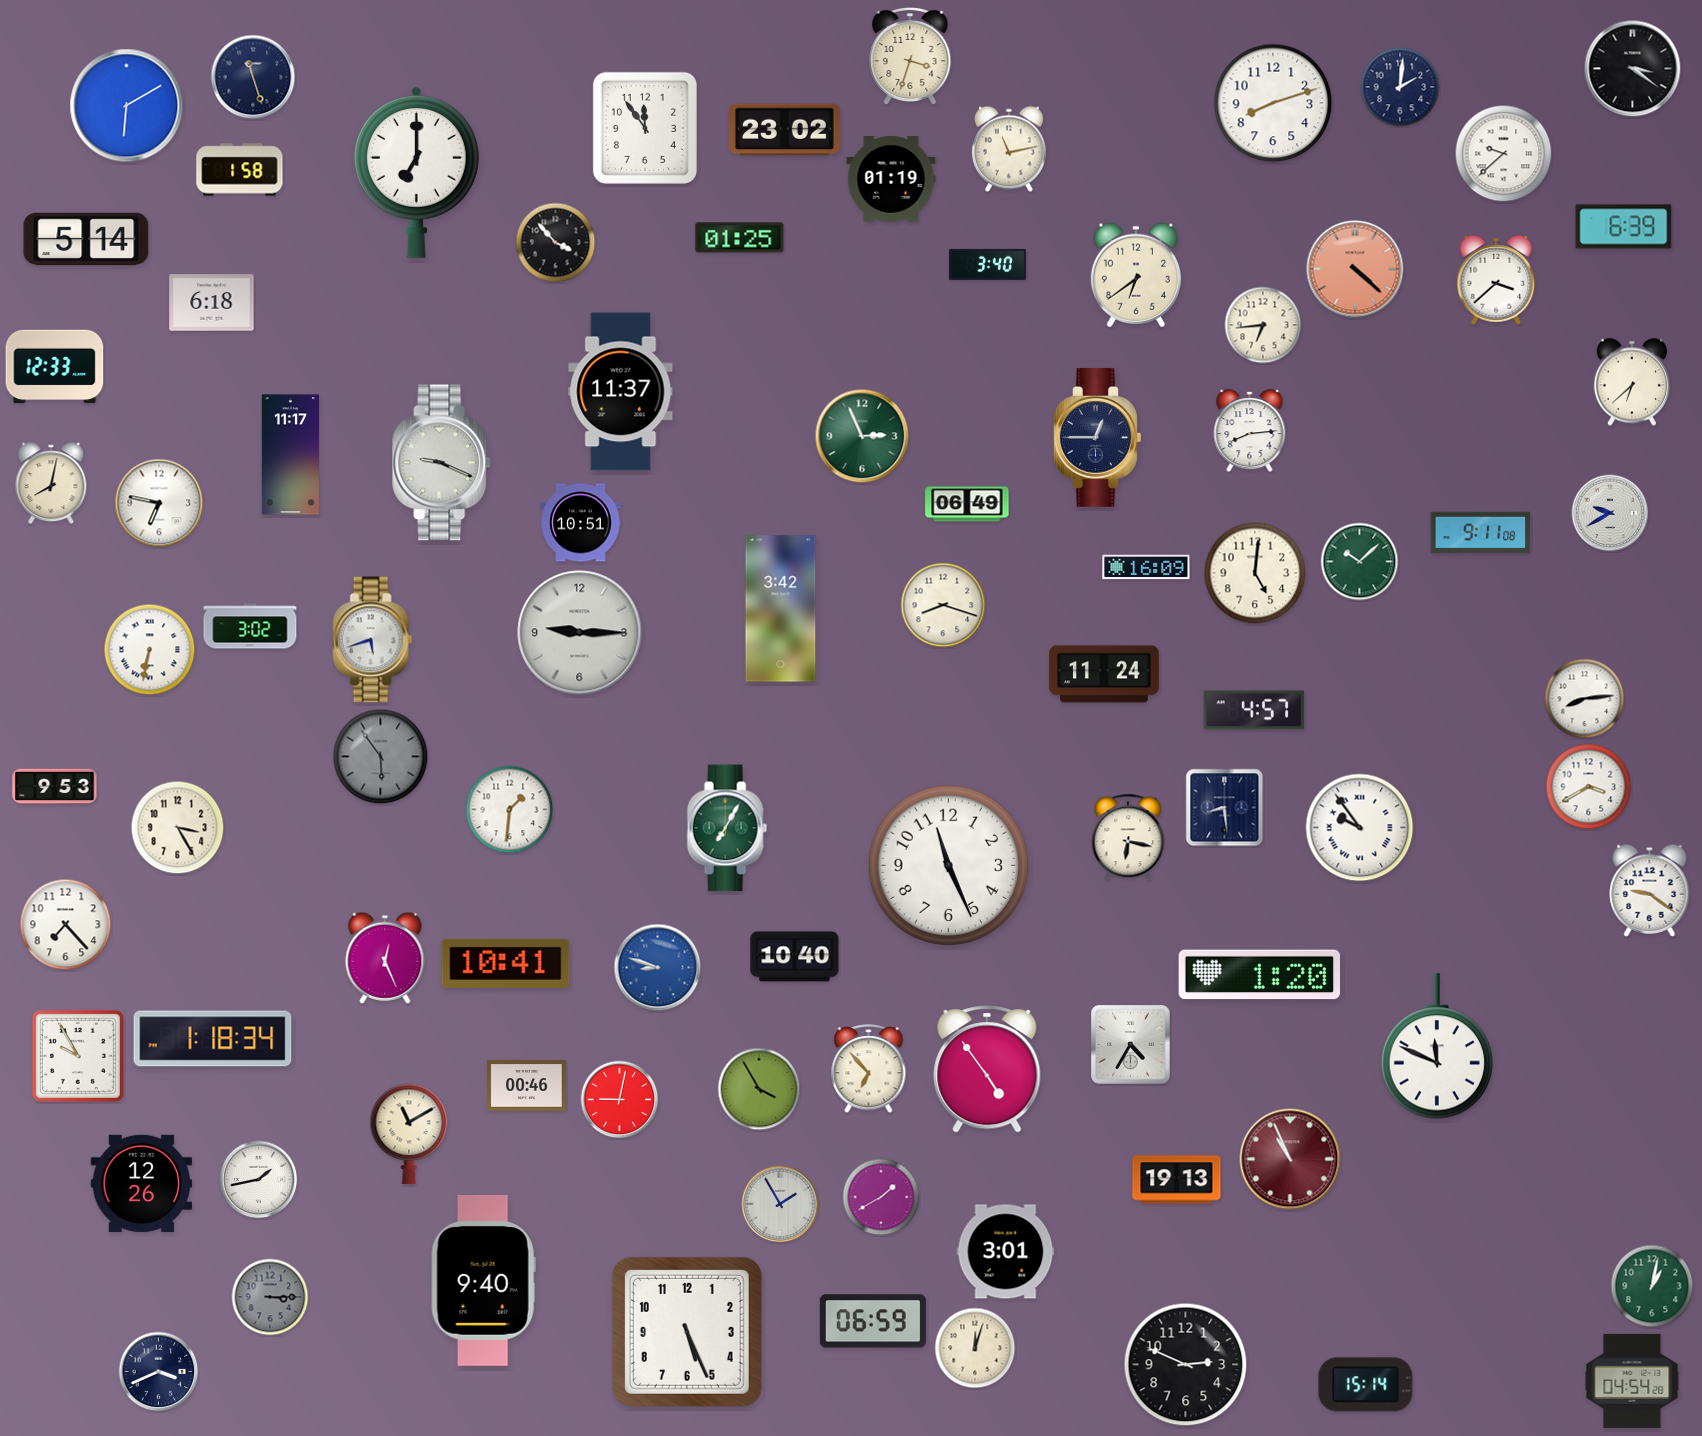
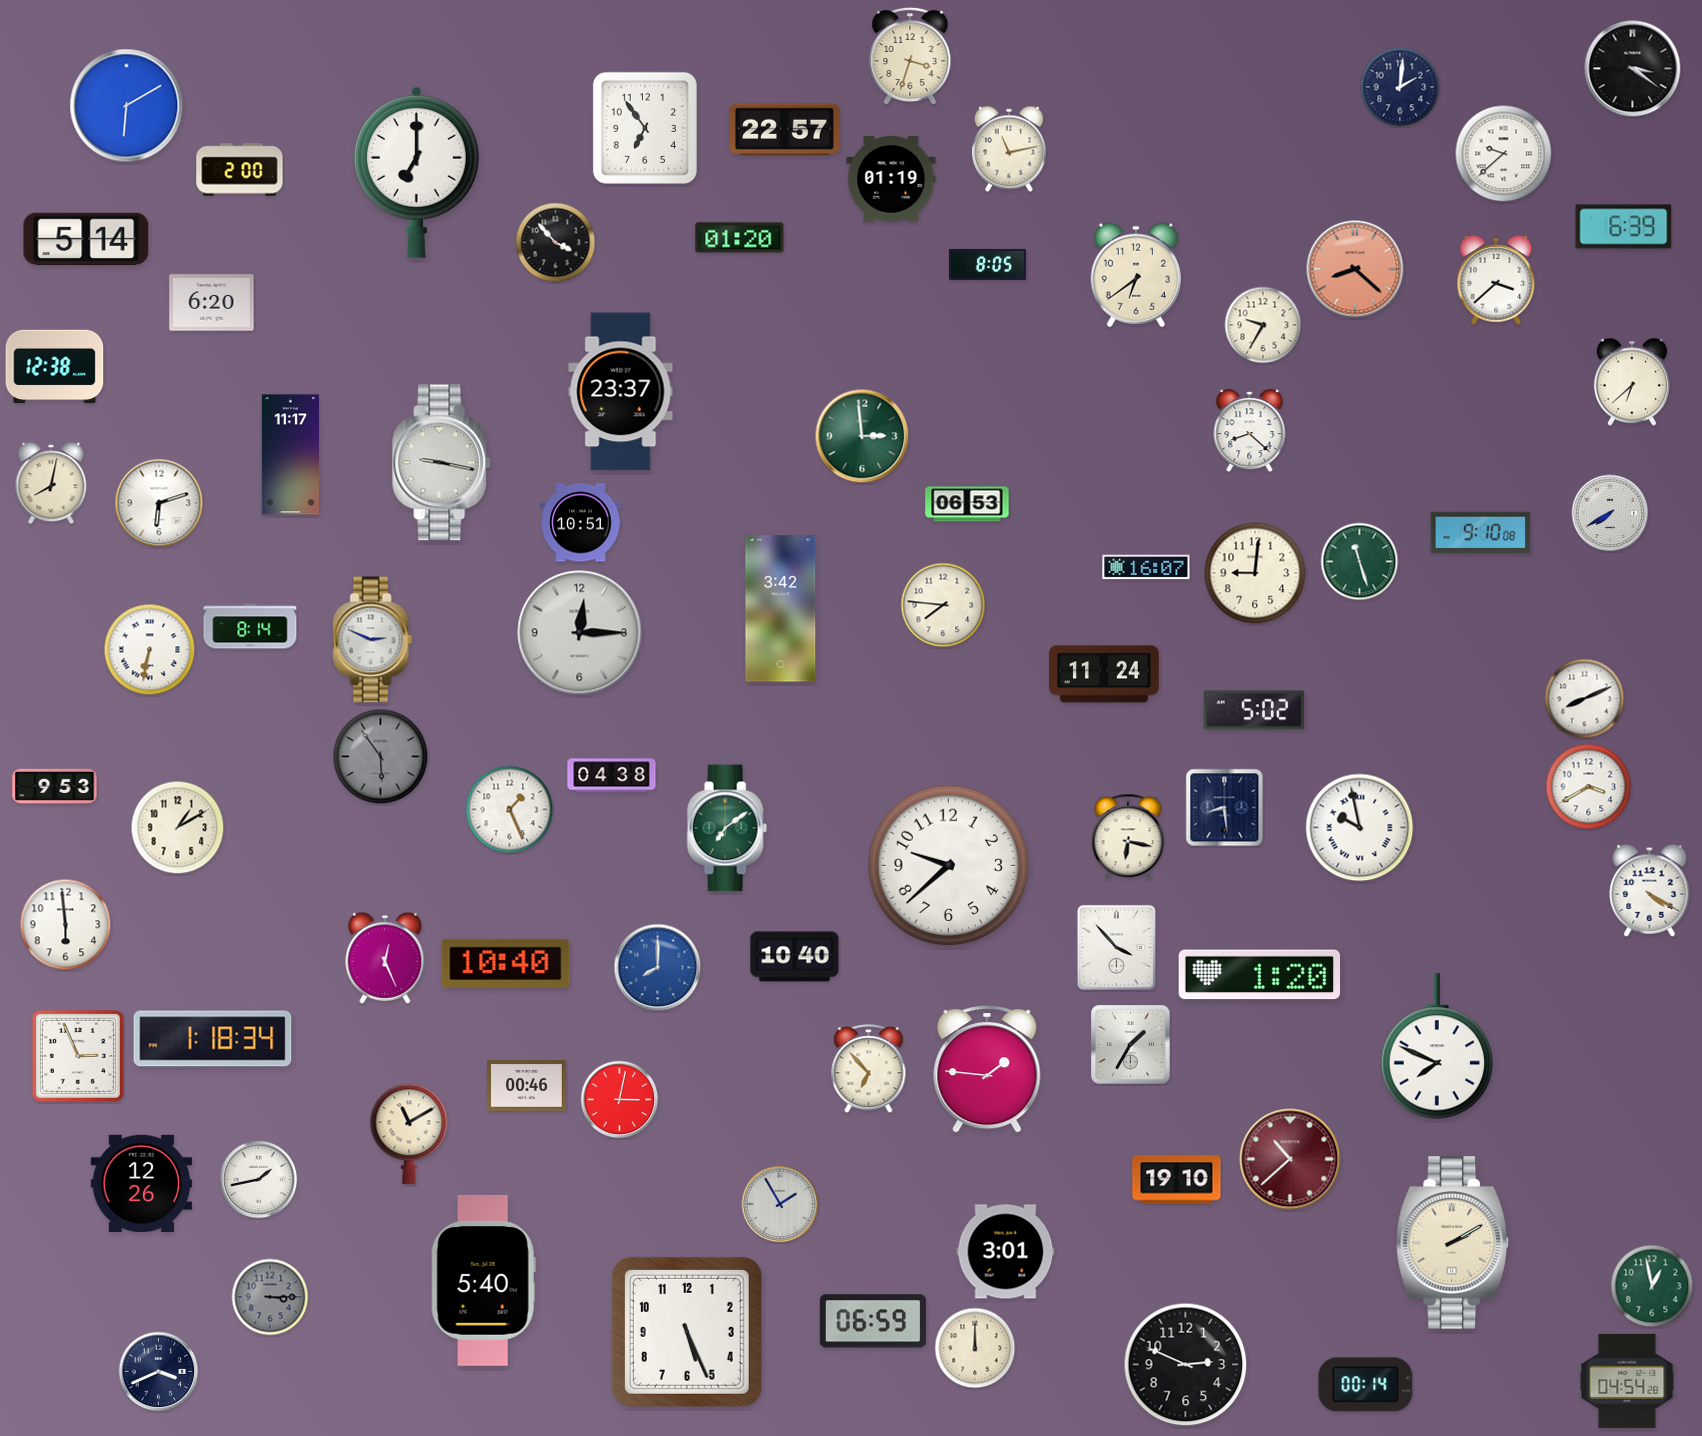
clock at (253, 77): 11:27 -> none
clock at (1273, 103): 8:12 -> none
clock at (645, 128): 11:54 -> 6:54
clock at (785, 130): 23:02 -> 22:57
clock at (240, 170): 1:58 -> 2:00
clock at (740, 238): 01:25 -> 01:20
clock at (987, 264): 3:40 -> 8:05
clock at (1355, 269): 4:22 -> 8:22
clock at (212, 303): 6:18 -> 6:20
clock at (1263, 325): 6:44 -> 9:35
clock at (55, 367): 12:33 -> 12:38
clock at (621, 392): 11:37 -> 23:37
clock at (1250, 431): 8:14 -> 8:22
clock at (862, 436): 2:56 -> 2:59
clock at (1098, 437): 12:45 -> none
clock at (442, 463): 9:19 -> 9:17
clock at (159, 503): 6:47 -> 6:12
clock at (967, 504): 06:49 -> 06:53
clock at (1610, 513): 9:40 -> 7:40
clock at (1481, 532): 9:11 -> 9:10
clock at (1360, 562): 10:08 -> 11:27
clock at (1146, 567): 16:09 -> 16:07
clock at (1255, 573): 5:01 -> 9:01
clock at (943, 605): 8:18 -> 7:46
clock at (250, 626): 3:02 -> 8:14
clock at (580, 633): 9:15 -> 12:15
clock at (373, 640): 5:42 -> 2:49
clock at (1585, 699): 8:14 -> 8:11
clock at (1254, 710): 4:57 -> 5:02
clock at (612, 776): none -> 04:38
clock at (510, 810): 1:31 -> 1:26
clock at (178, 828): 3:25 -> 1:10
clock at (727, 828): 7:05 -> 7:09
clock at (1360, 828): 9:54 -> 9:58
clock at (949, 866): 11:26 -> 9:38
clock at (1650, 890): 9:21 -> 4:20
clock at (66, 925): 7:23 -> 5:59
clock at (1116, 947): none -> 3:53
clock at (506, 963): 10:41 -> 10:40
clock at (658, 968): 8:48 -> 8:00
clock at (1131, 1045): 4:35 -> 1:35
clock at (1437, 1046): 11:49 -> 7:49
clock at (78, 1056): 9:55 -> 2:56
clock at (987, 1069): 4:54 -> 1:46
clock at (759, 1089): 3:55 -> none
clock at (620, 1100): 9:02 -> 3:02
clock at (1290, 1159): 10:56 -> 10:38
clock at (1177, 1180): 19:13 -> 19:10
clock at (881, 1197): 1:40 -> none
clock at (1453, 1243): none -> 2:10
clock at (483, 1281): 9:40 -> 5:40
clock at (1652, 1286): 1:02 -> 12:58
clock at (975, 1348): 12:03 -> 12:00
clock at (1632, 1381) position: (1632, 1381) -> (1627, 1381)
clock at (1366, 1385): 15:14 -> 00:14
